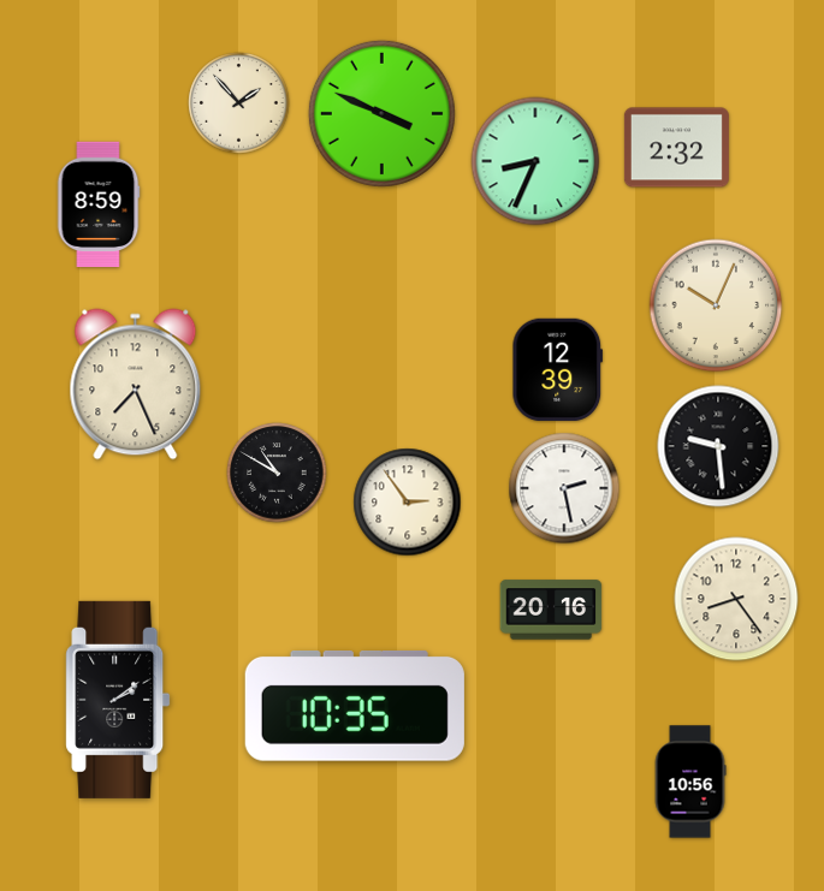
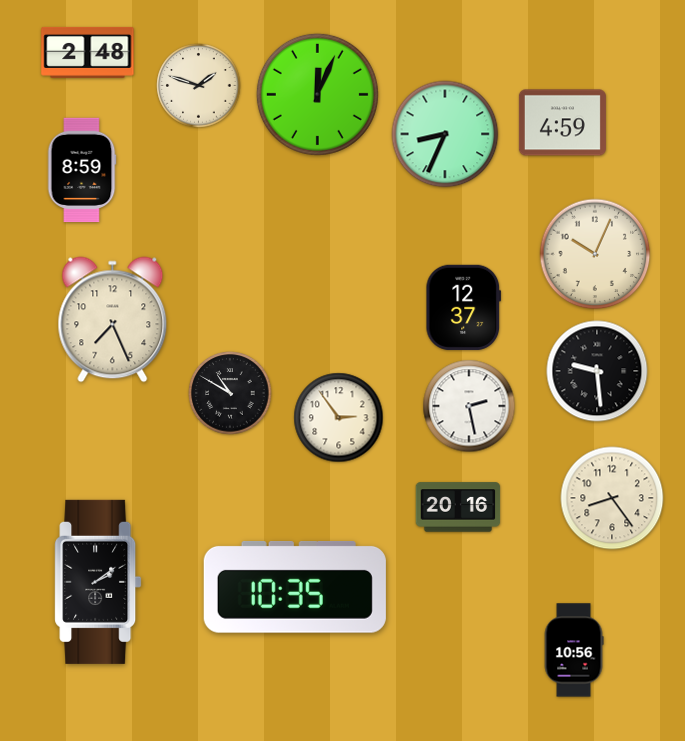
clock at (88, 52): none -> 2:48
clock at (239, 103): 1:53 -> 1:48
clock at (381, 113): 3:49 -> 12:04
clock at (676, 148): 2:32 -> 4:59
clock at (558, 369): 12:39 -> 12:37
